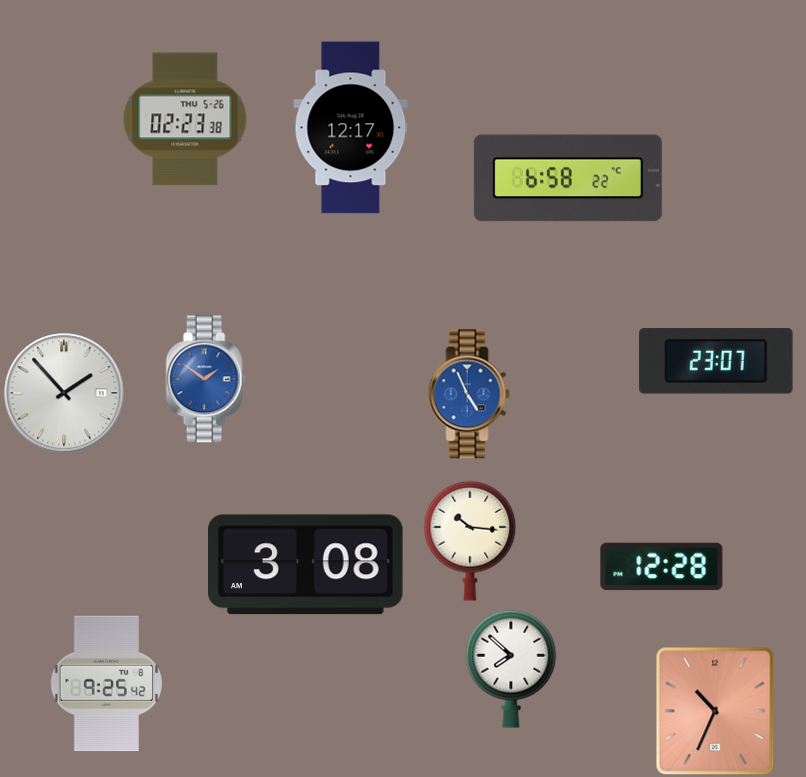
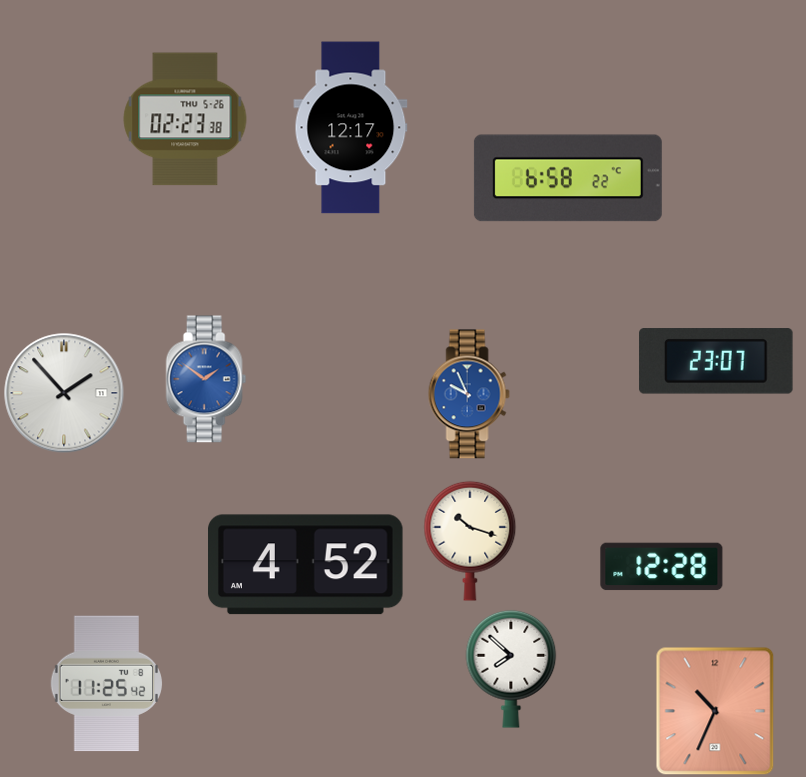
clock at (469, 394): 4:56 -> 9:56
clock at (470, 541): 10:16 -> 10:18
clock at (306, 565): 3:08 -> 4:52
clock at (106, 684): 9:25 -> 11:25
